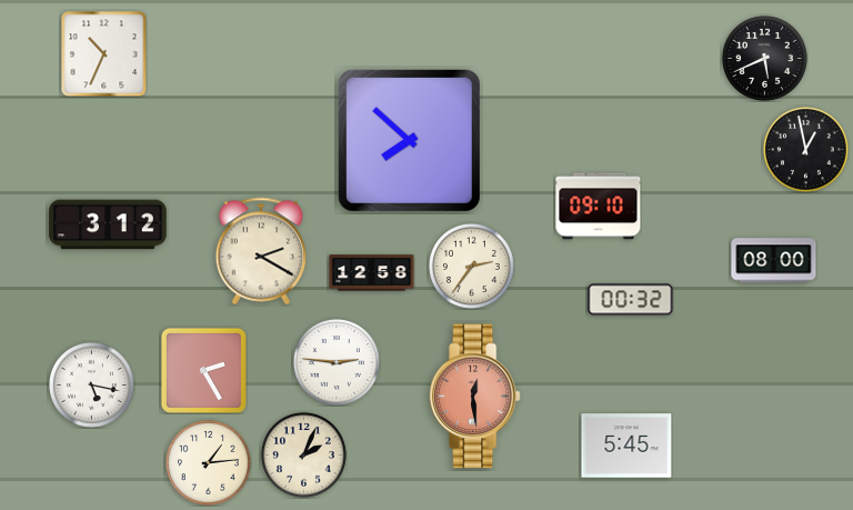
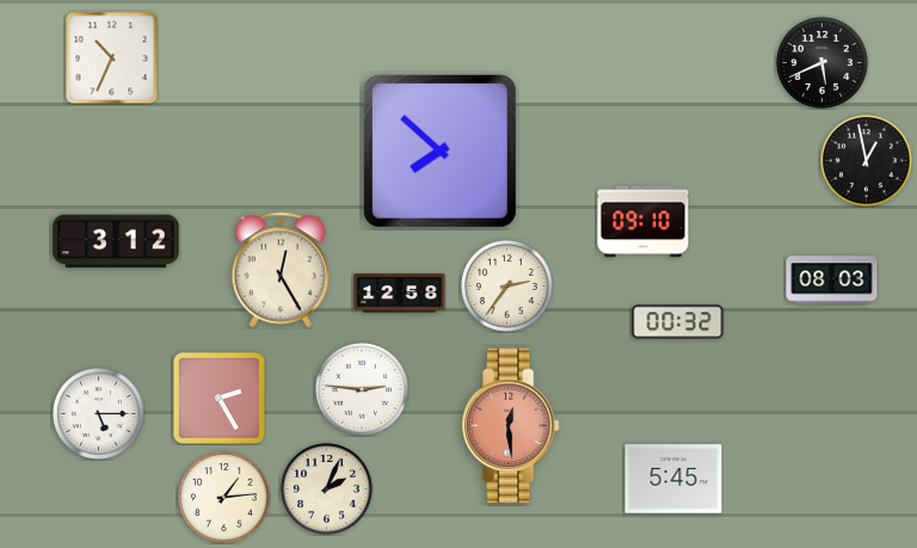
clock at (261, 251): 2:20 -> 12:25
clock at (774, 261): 08:00 -> 08:03
clock at (91, 384): 5:17 -> 5:15
